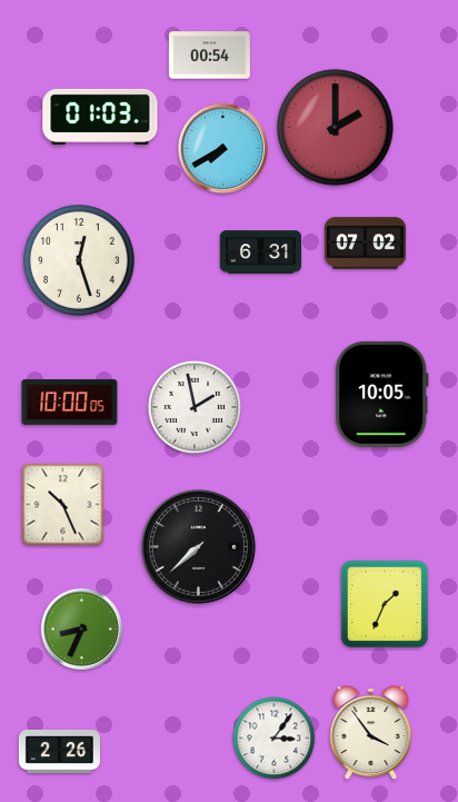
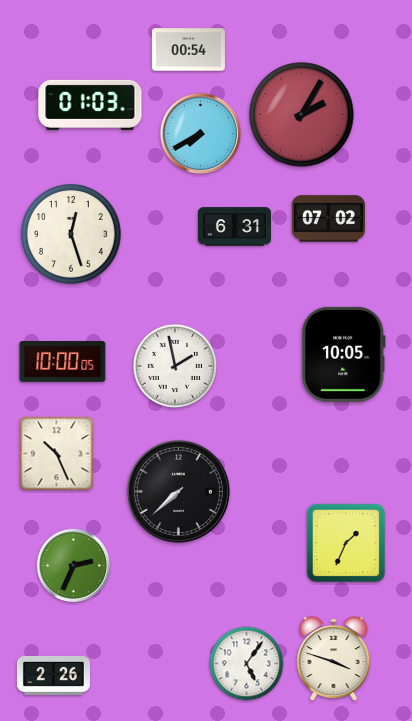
clock at (336, 128): 2:00 -> 2:05
clock at (82, 630): 8:34 -> 2:34
clock at (371, 733): 3:54 -> 3:48
clock at (275, 739): 3:06 -> 5:06
